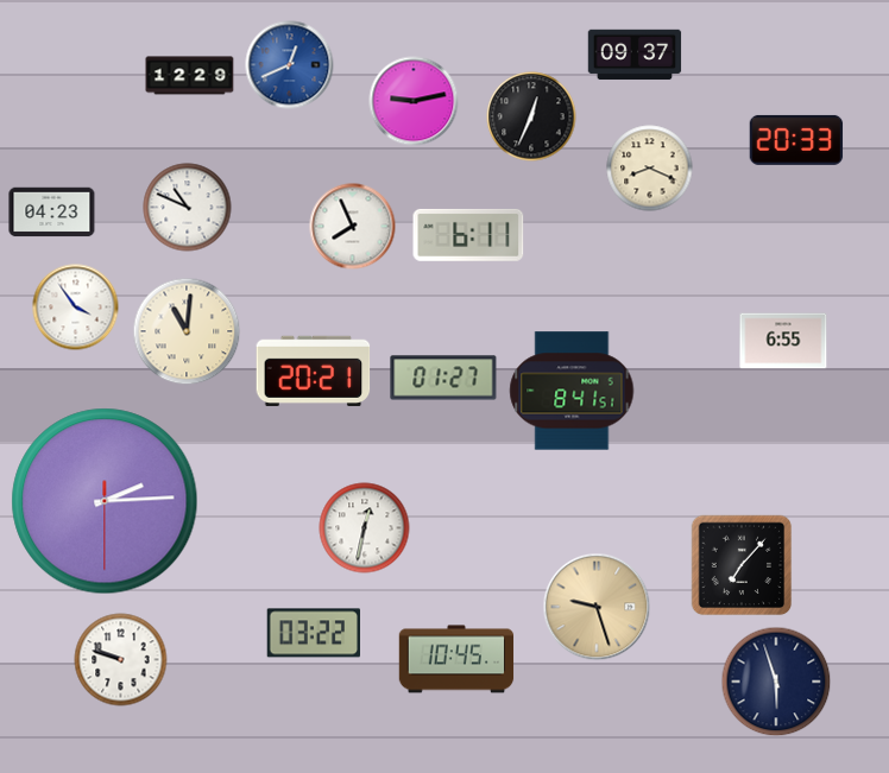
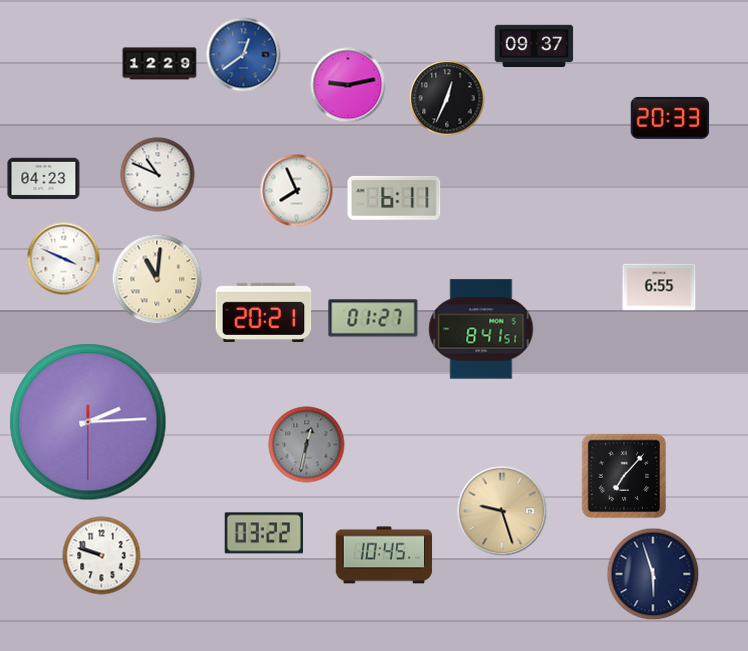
clock at (290, 65): 12:41 -> 12:39
clock at (650, 169): 8:19 -> none
clock at (76, 308): 3:54 -> 3:49
clock at (365, 528) dial: white -> grey
